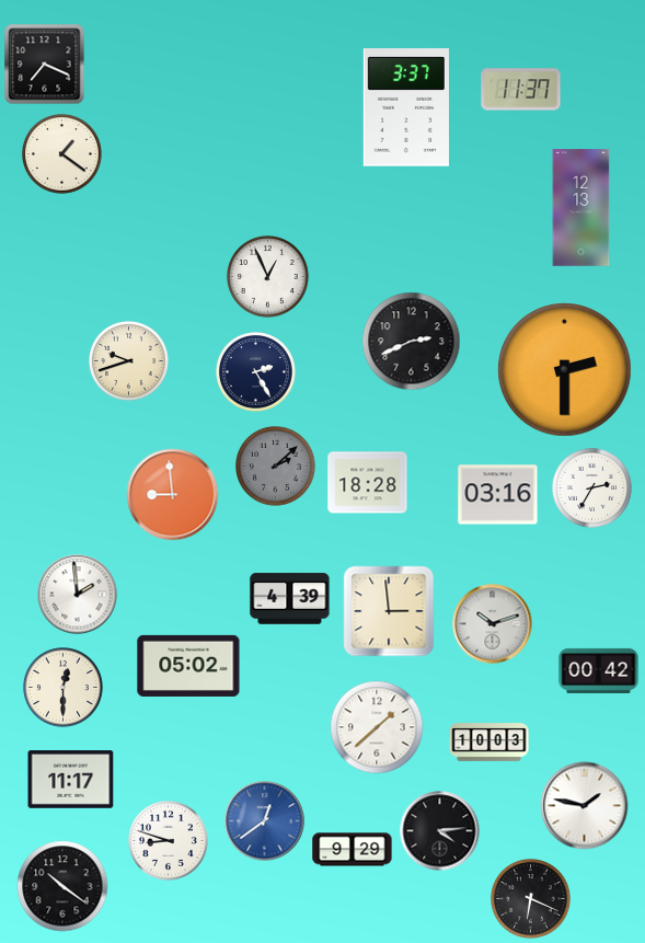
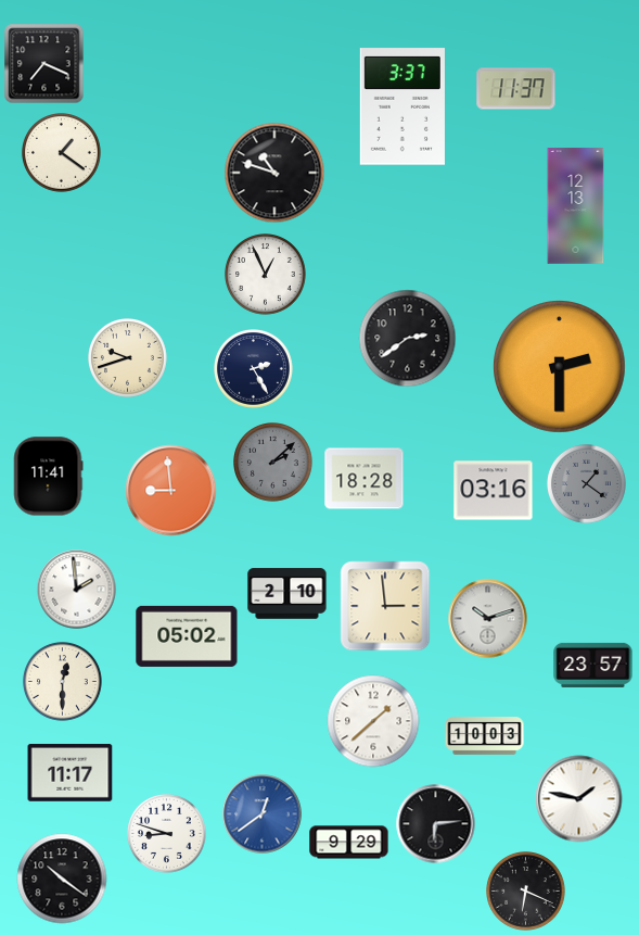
clock at (274, 173): none -> 10:48
clock at (412, 342): 2:41 -> 2:39
clock at (48, 477): none -> 11:41
clock at (592, 488): 2:35 -> 1:21
clock at (592, 488) dial: white -> grey
clock at (290, 599): 4:39 -> 2:10
clock at (188, 666) position: (188, 666) -> (187, 636)
clock at (599, 670): 00:42 -> 23:57
clock at (440, 831): 4:14 -> 6:14
